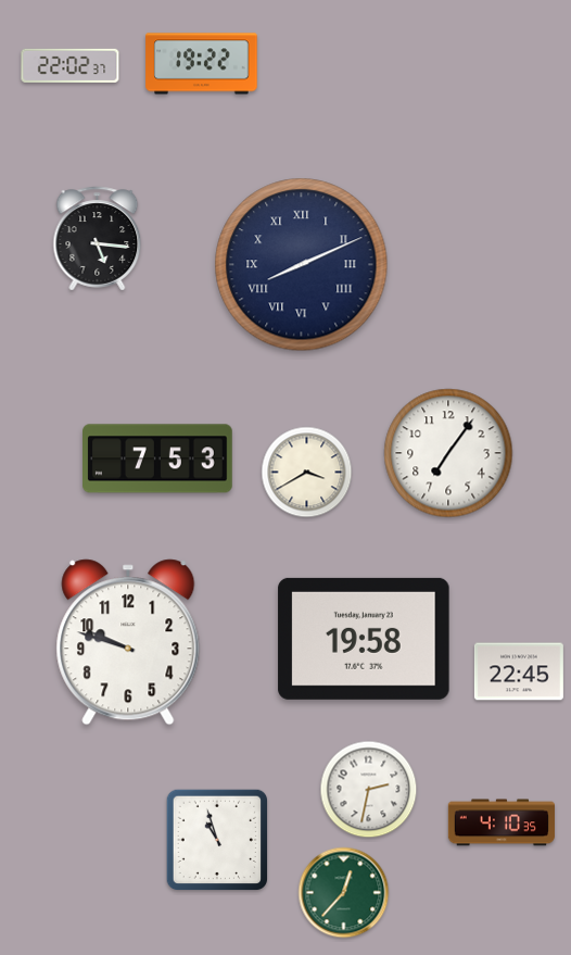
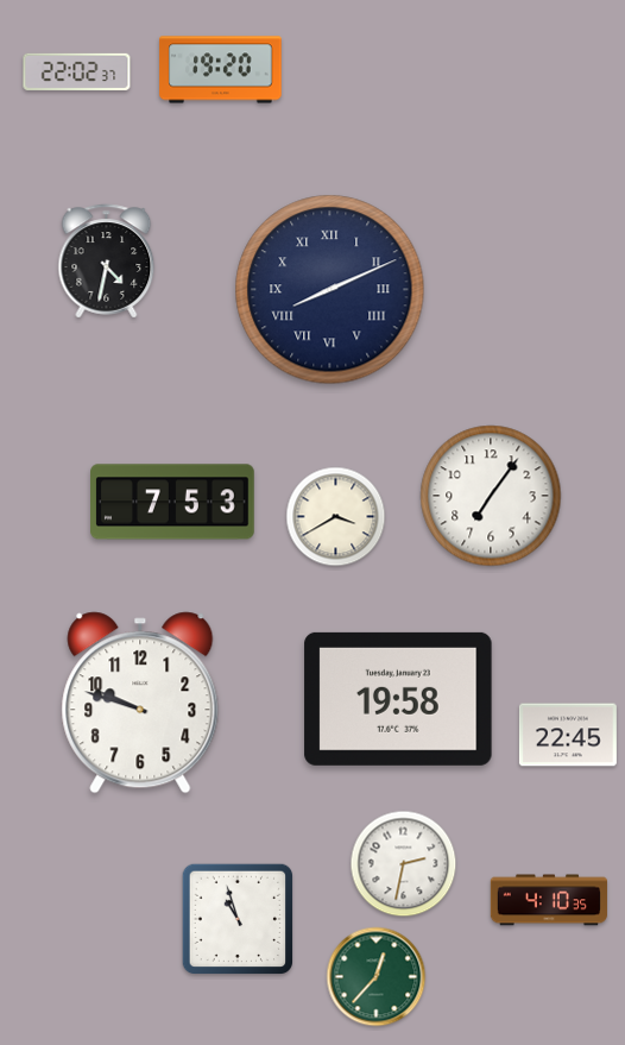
clock at (202, 64): 19:22 -> 19:20
clock at (98, 239): 5:16 -> 4:32
